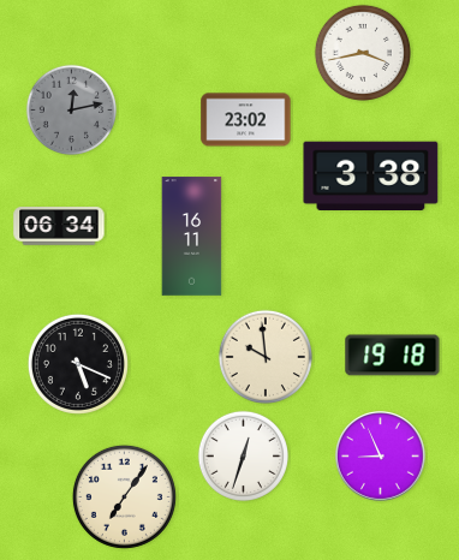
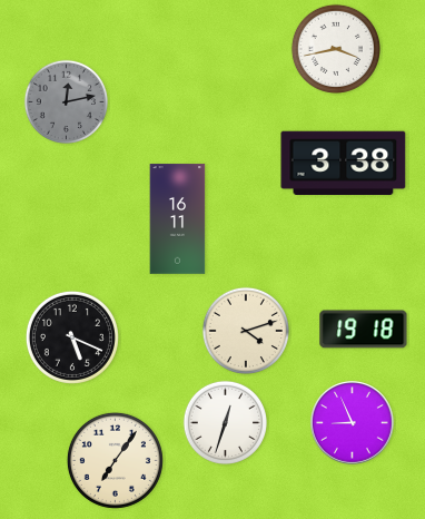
clock at (246, 120): 23:02 -> none
clock at (59, 226): 06:34 -> none
clock at (266, 357): 9:59 -> 4:12
